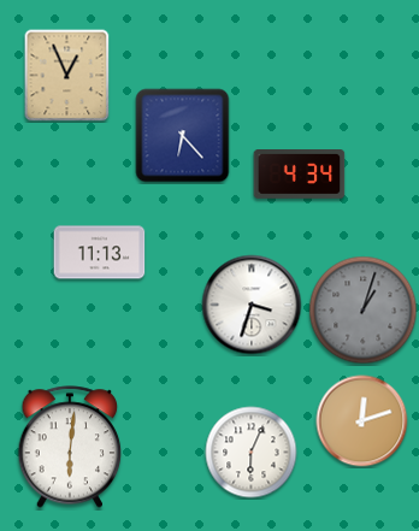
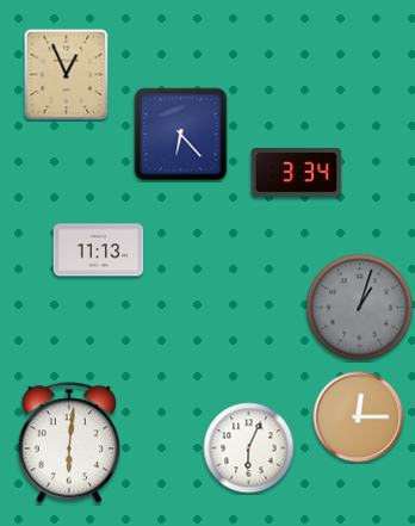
clock at (300, 175): 4:34 -> 3:34
clock at (252, 305): 3:33 -> none
clock at (362, 421): 12:12 -> 12:15
